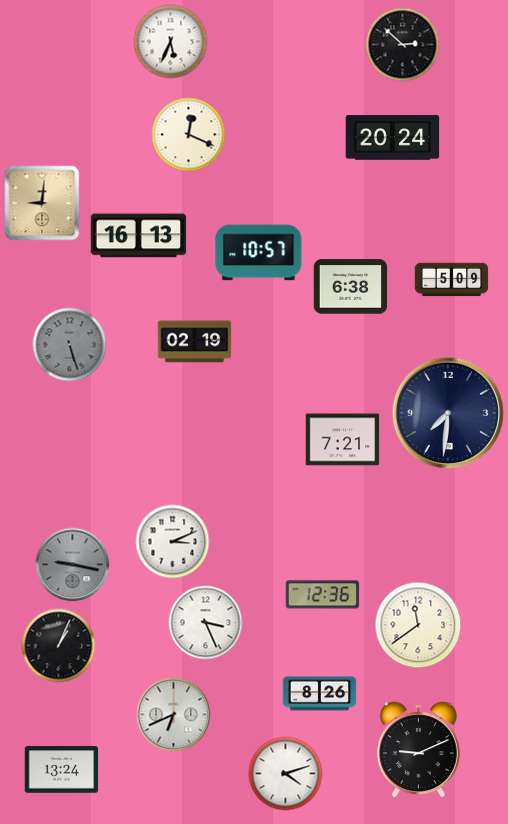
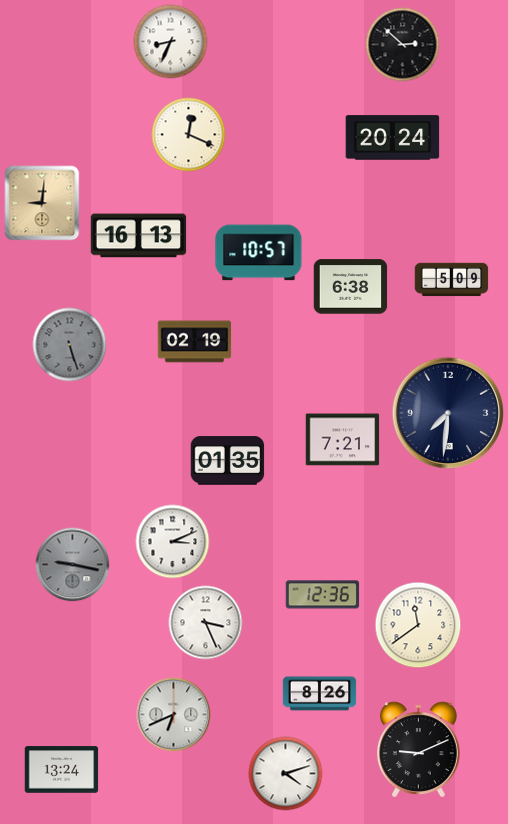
clock at (171, 42): 5:34 -> 8:34
clock at (228, 461): none -> 01:35
clock at (59, 646): 1:04 -> none
